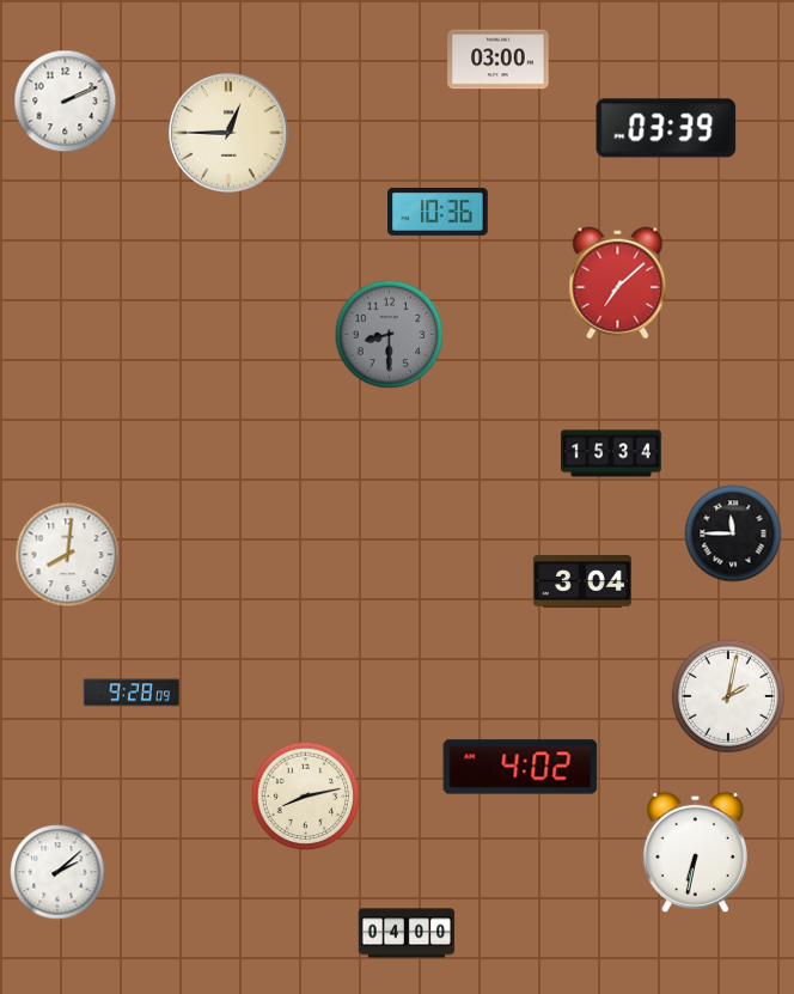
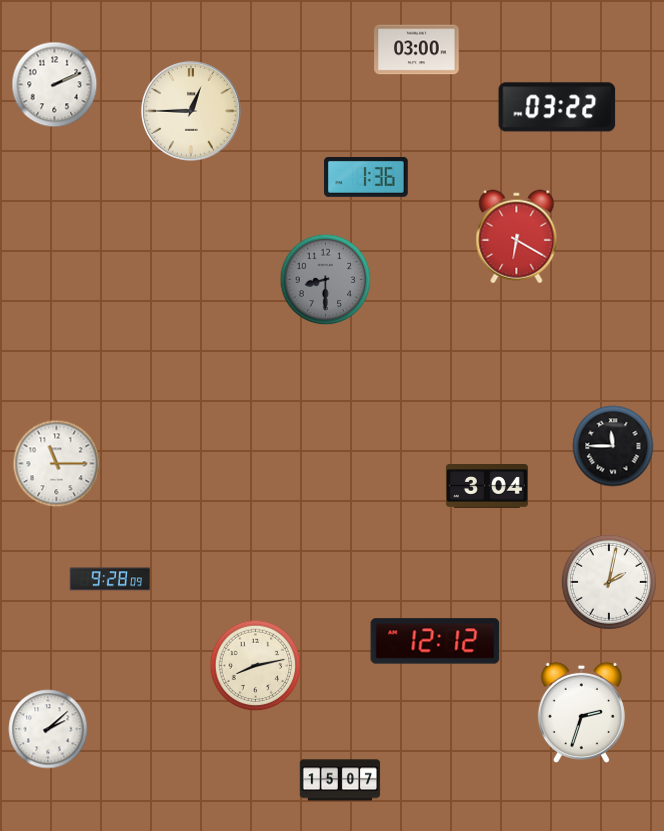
clock at (666, 128): 03:39 -> 03:22
clock at (438, 212): 10:36 -> 1:36
clock at (618, 283): 7:08 -> 6:20
clock at (611, 453): 15:34 -> none
clock at (68, 555): 8:01 -> 11:15
clock at (520, 767): 4:02 -> 12:12
clock at (695, 852): 6:32 -> 2:33
clock at (407, 933): 04:00 -> 15:07
